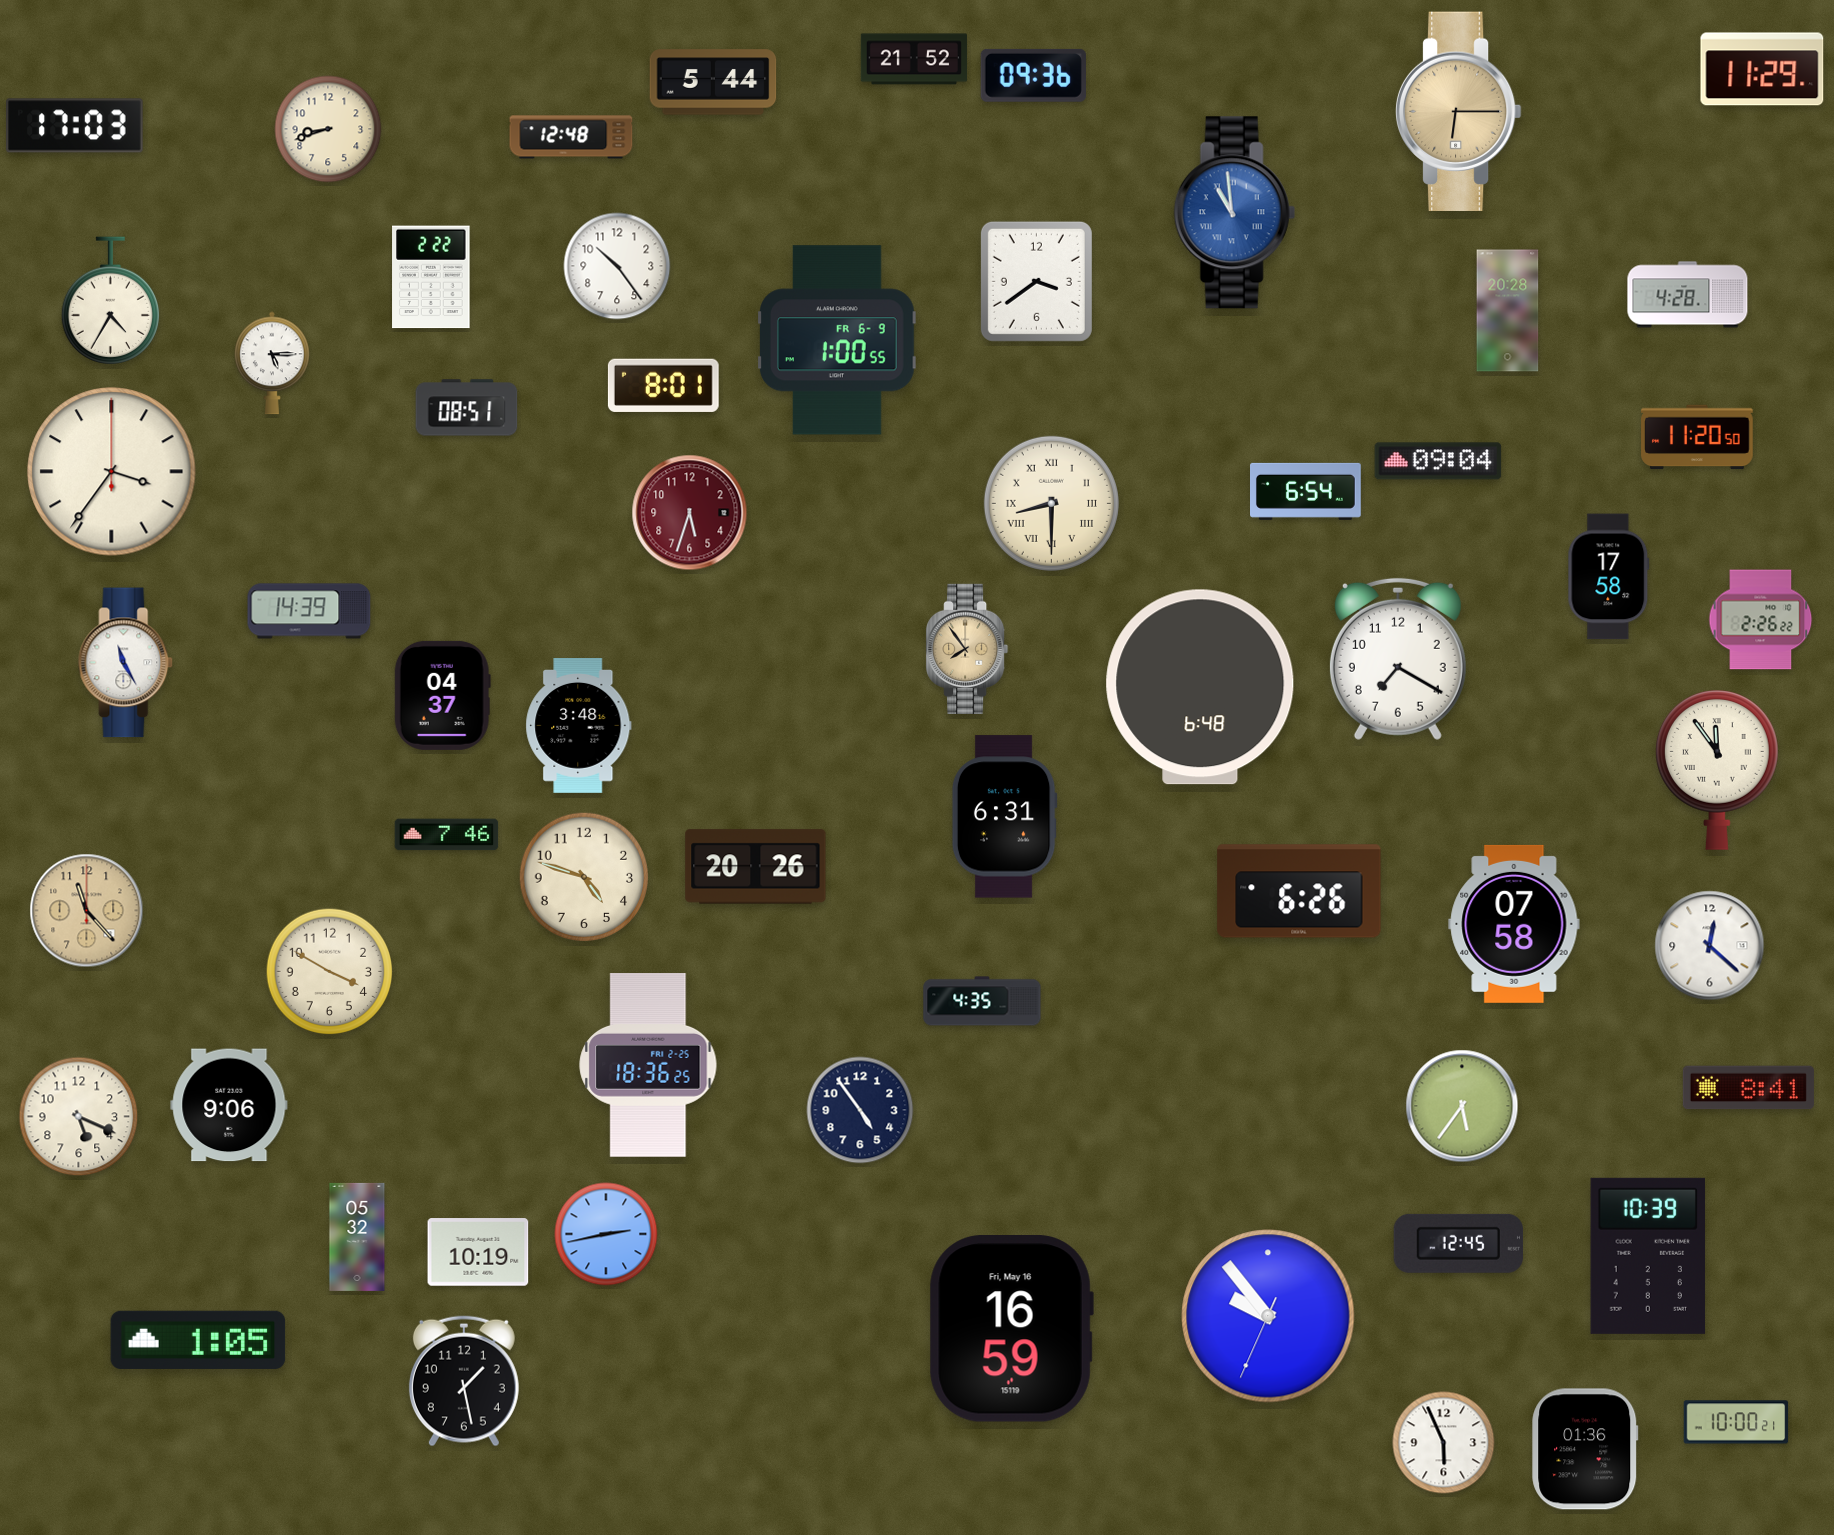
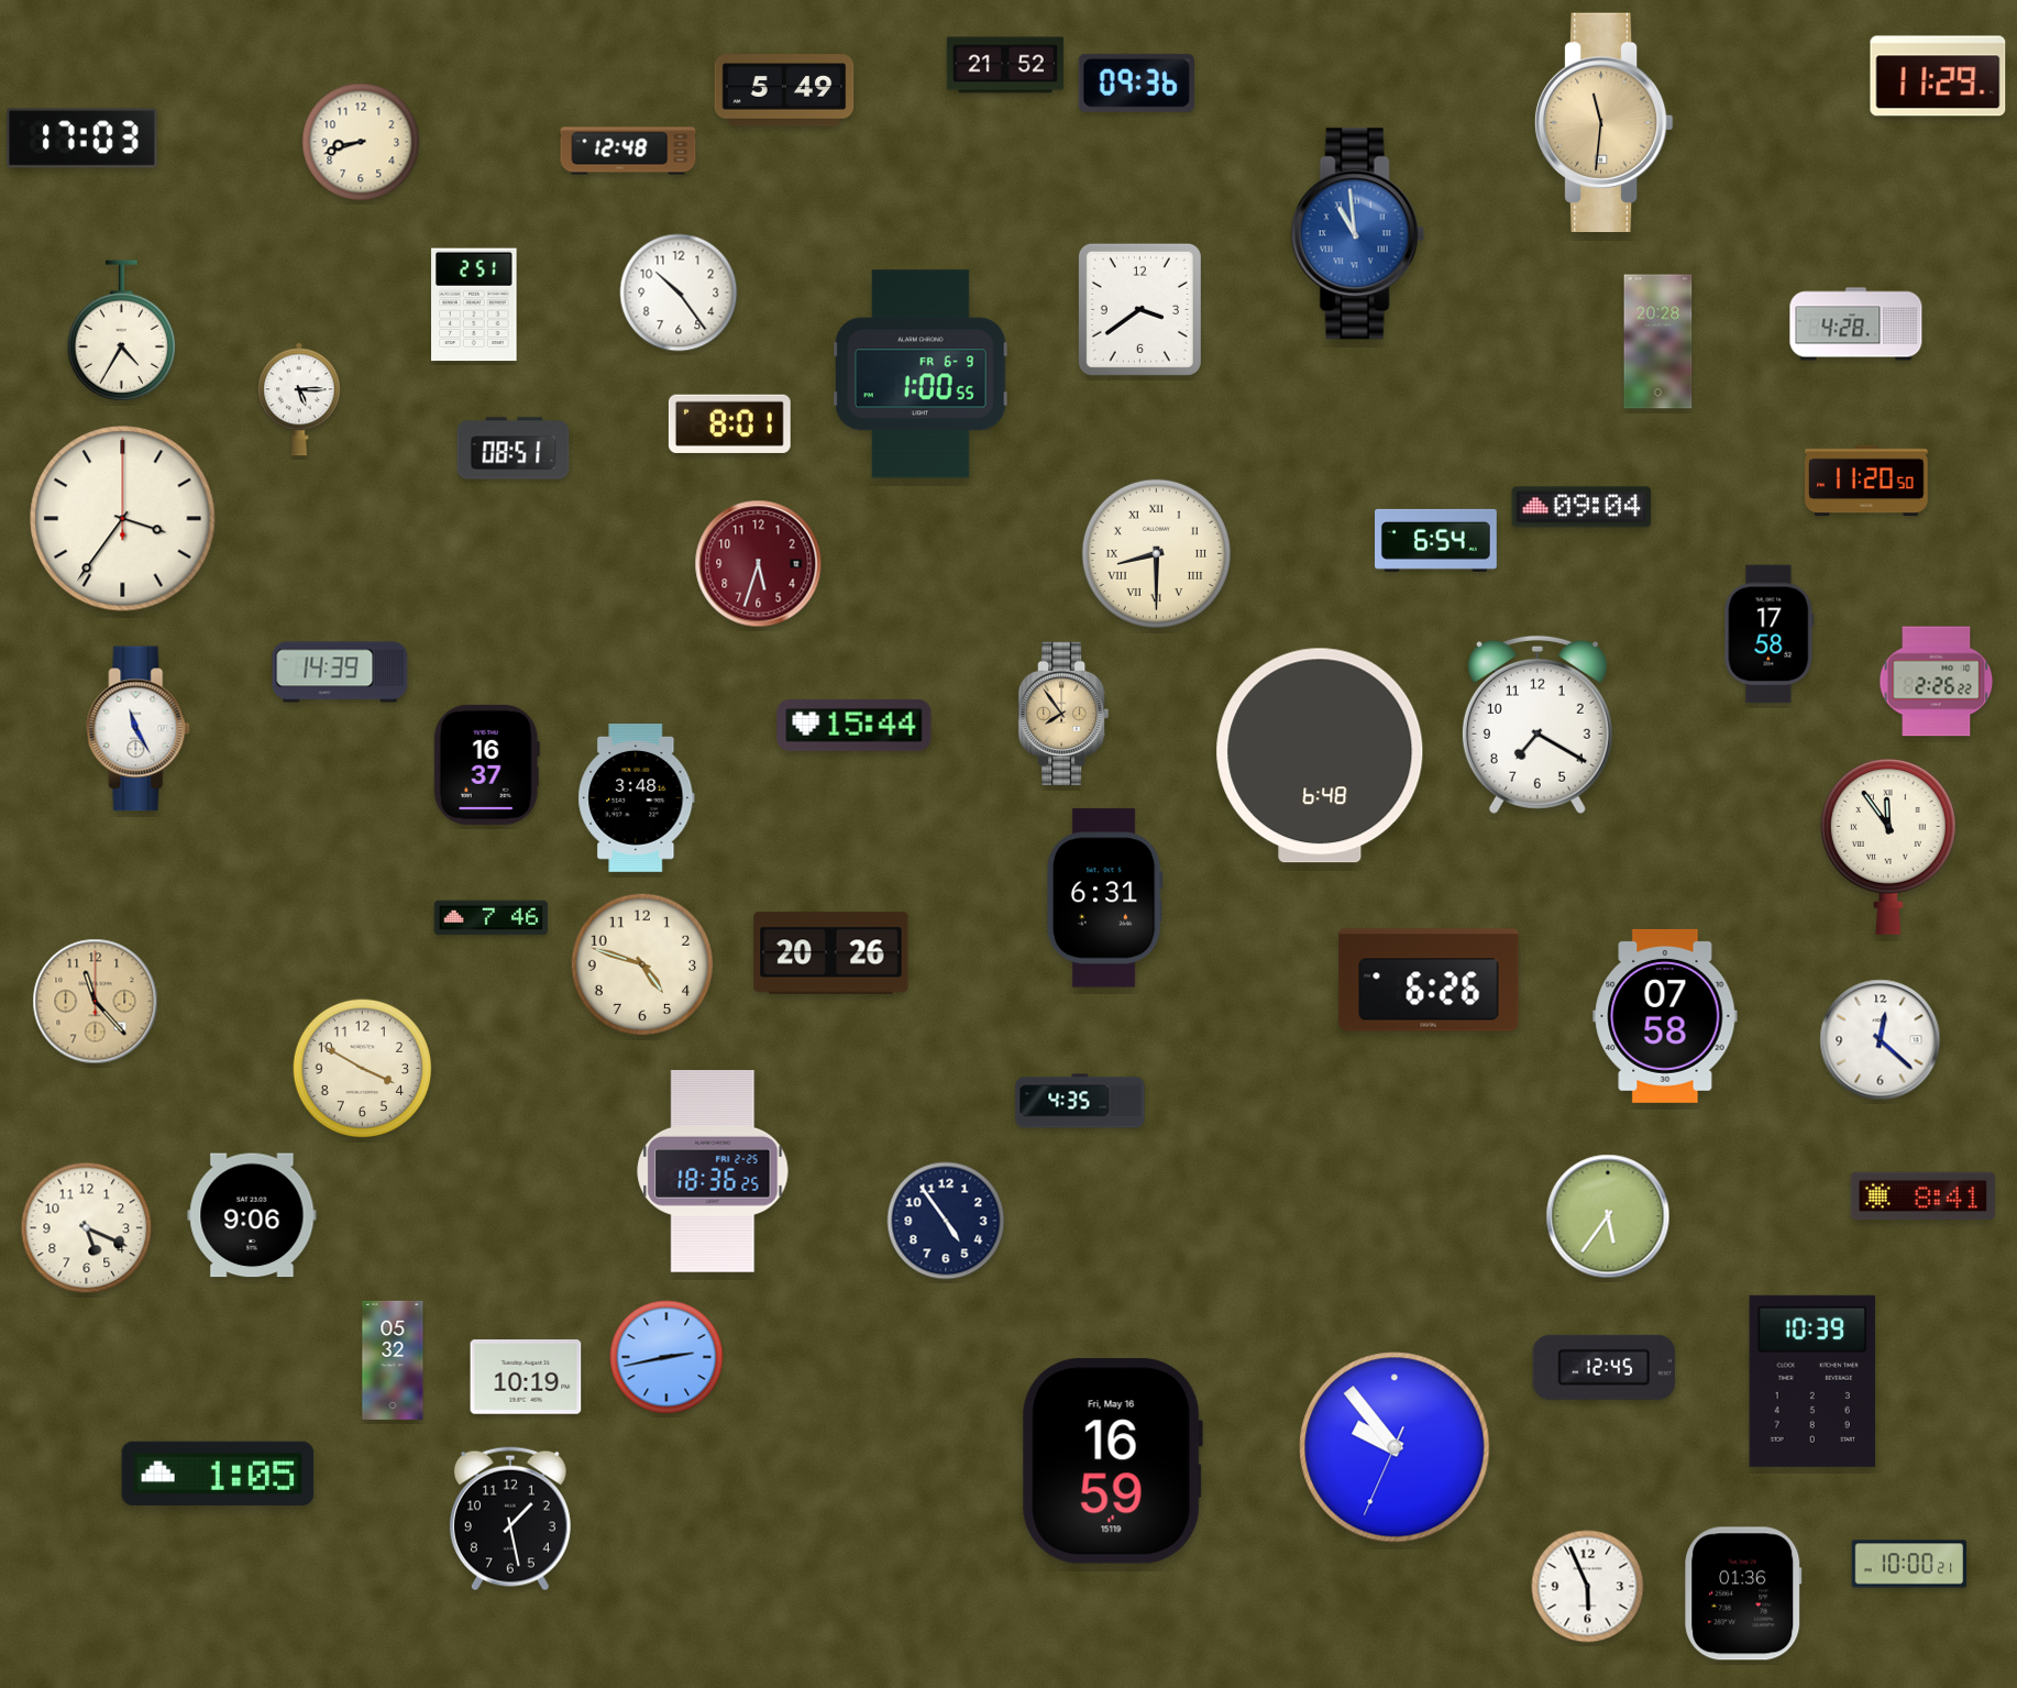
clock at (713, 82): 5:44 -> 5:49
clock at (1458, 111): 6:15 -> 11:31
clock at (431, 277): 2:22 -> 2:51
clock at (855, 726): none -> 15:44
clock at (442, 695): 04:37 -> 16:37
